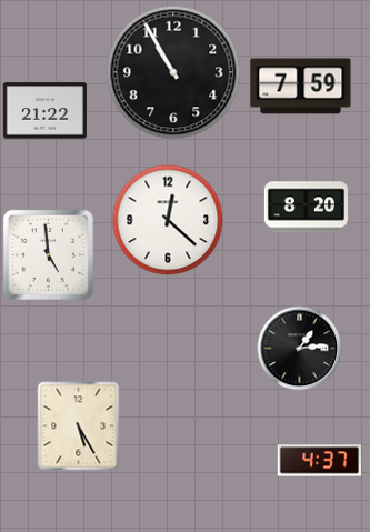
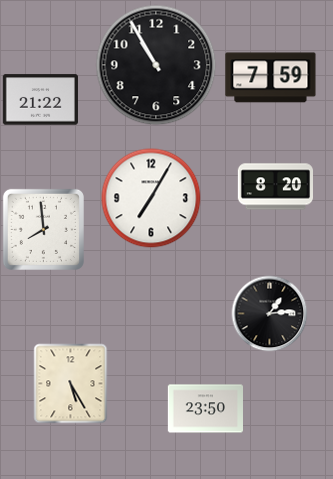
clock at (168, 220): 12:22 -> 7:05
clock at (48, 254): 4:59 -> 7:59
clock at (205, 409): none -> 23:50
clock at (319, 461): 4:37 -> none
